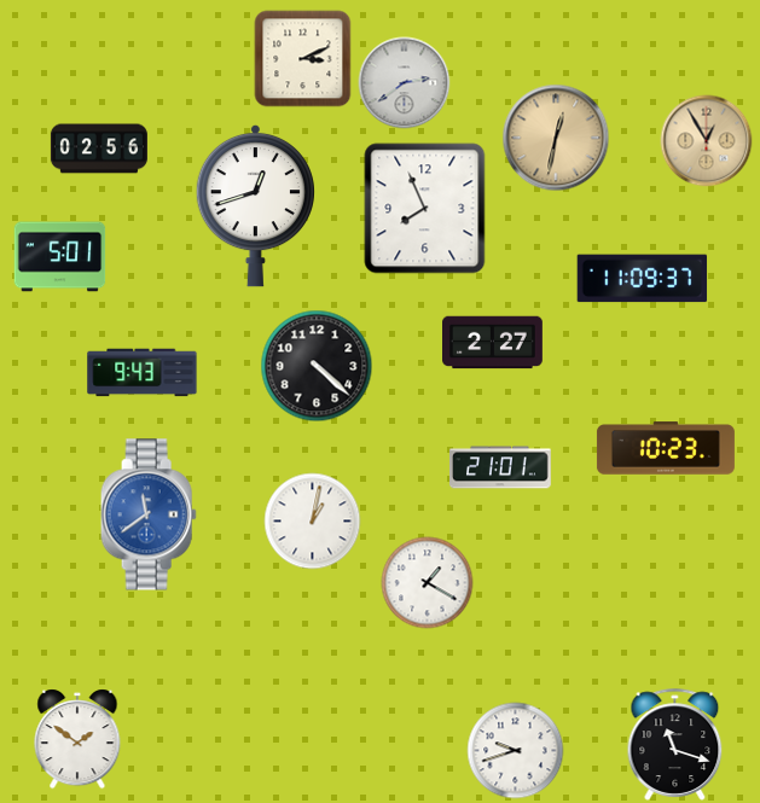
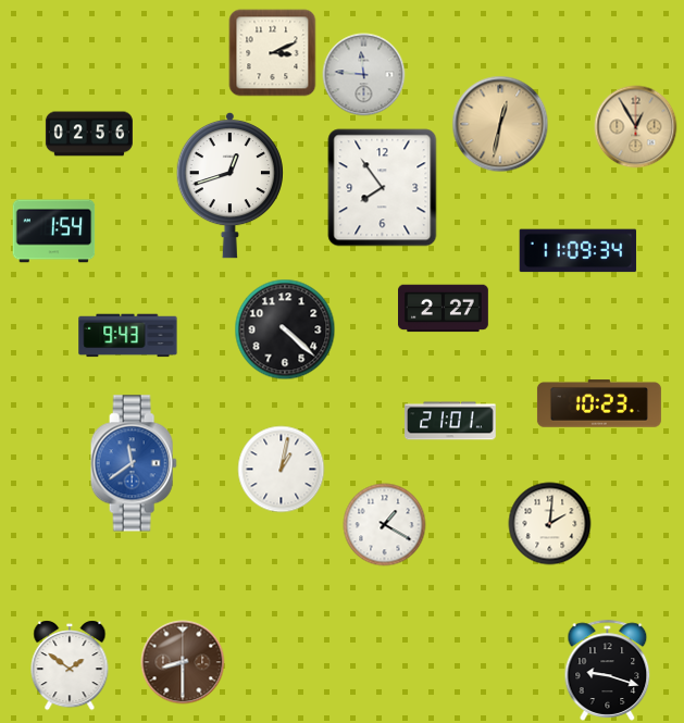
clock at (405, 83): 2:39 -> 11:46
clock at (425, 209): 7:56 -> 7:54
clock at (60, 257): 5:01 -> 1:54
clock at (643, 279): 11:09:37 -> 11:09:34
clock at (550, 524): none -> 2:01
clock at (183, 662): none -> 8:30
clock at (675, 744): 11:18 -> 9:18
clock at (516, 751): 9:42 -> none
